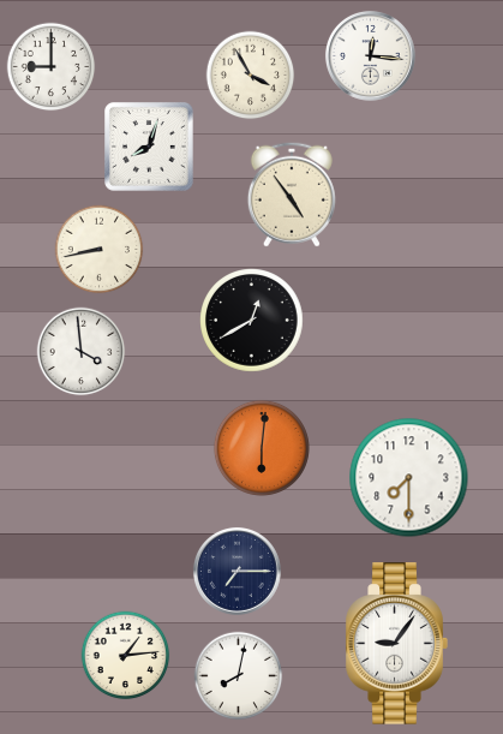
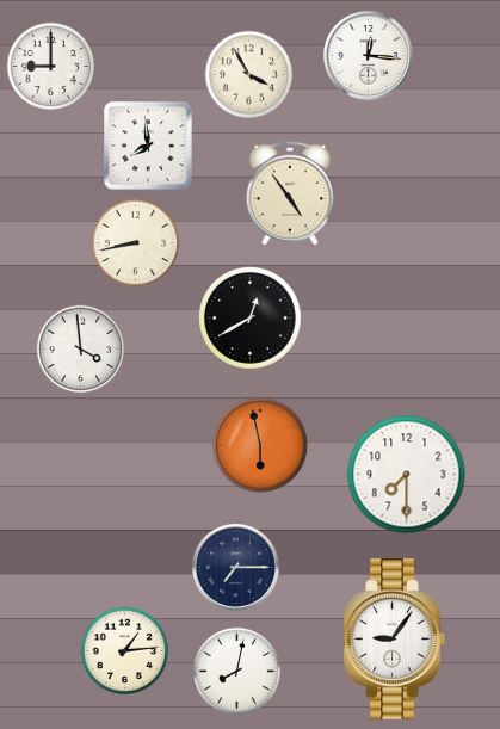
clock at (150, 148): 8:03 -> 7:59
clock at (100, 250) position: (100, 250) -> (136, 243)
clock at (262, 448): 6:01 -> 5:58
